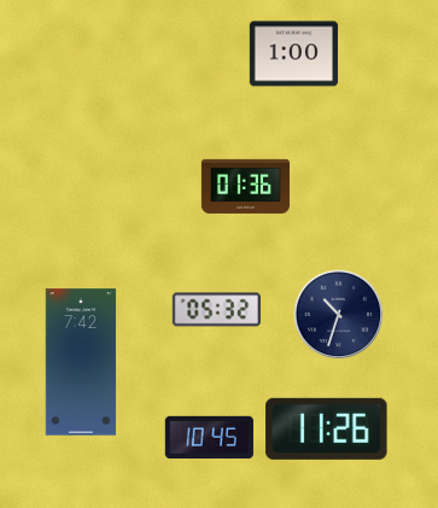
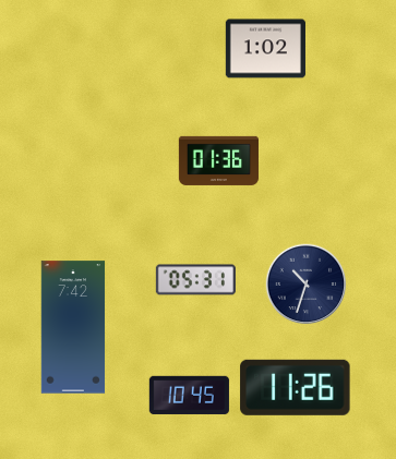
clock at (293, 54): 1:00 -> 1:02
clock at (245, 186) position: (245, 186) -> (218, 160)
clock at (216, 310): 05:32 -> 05:31
